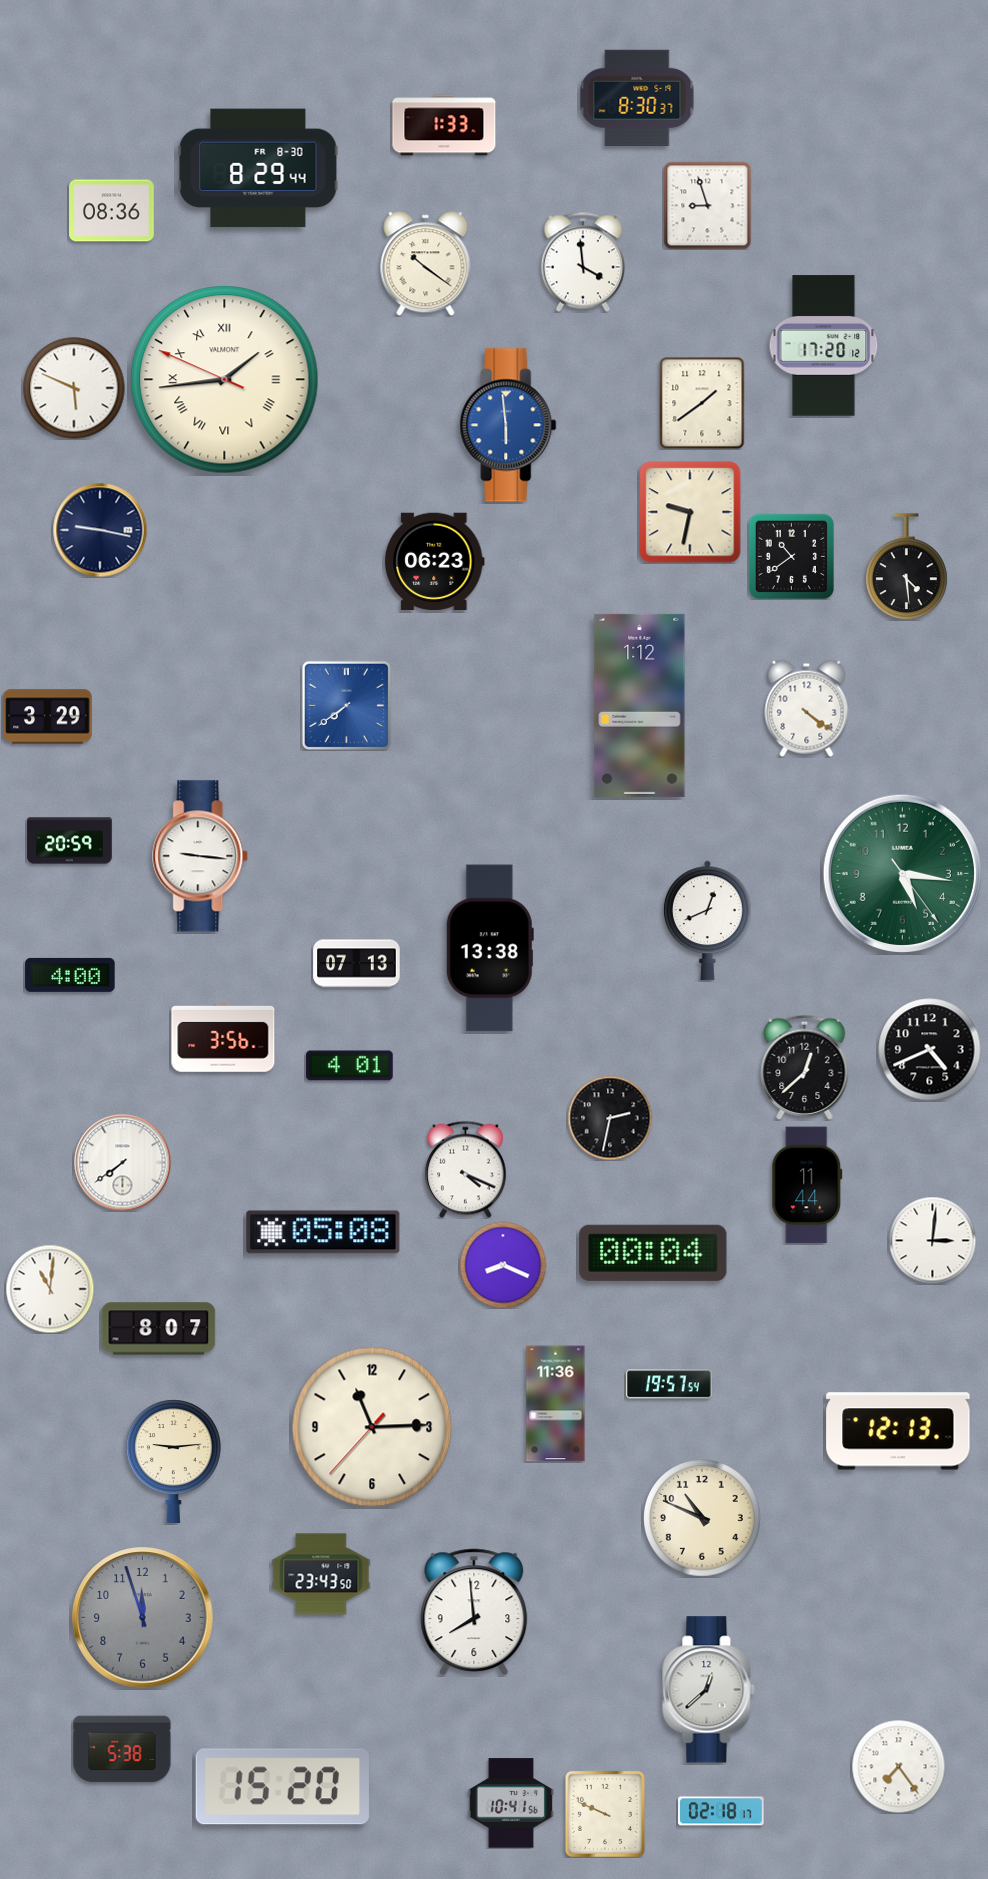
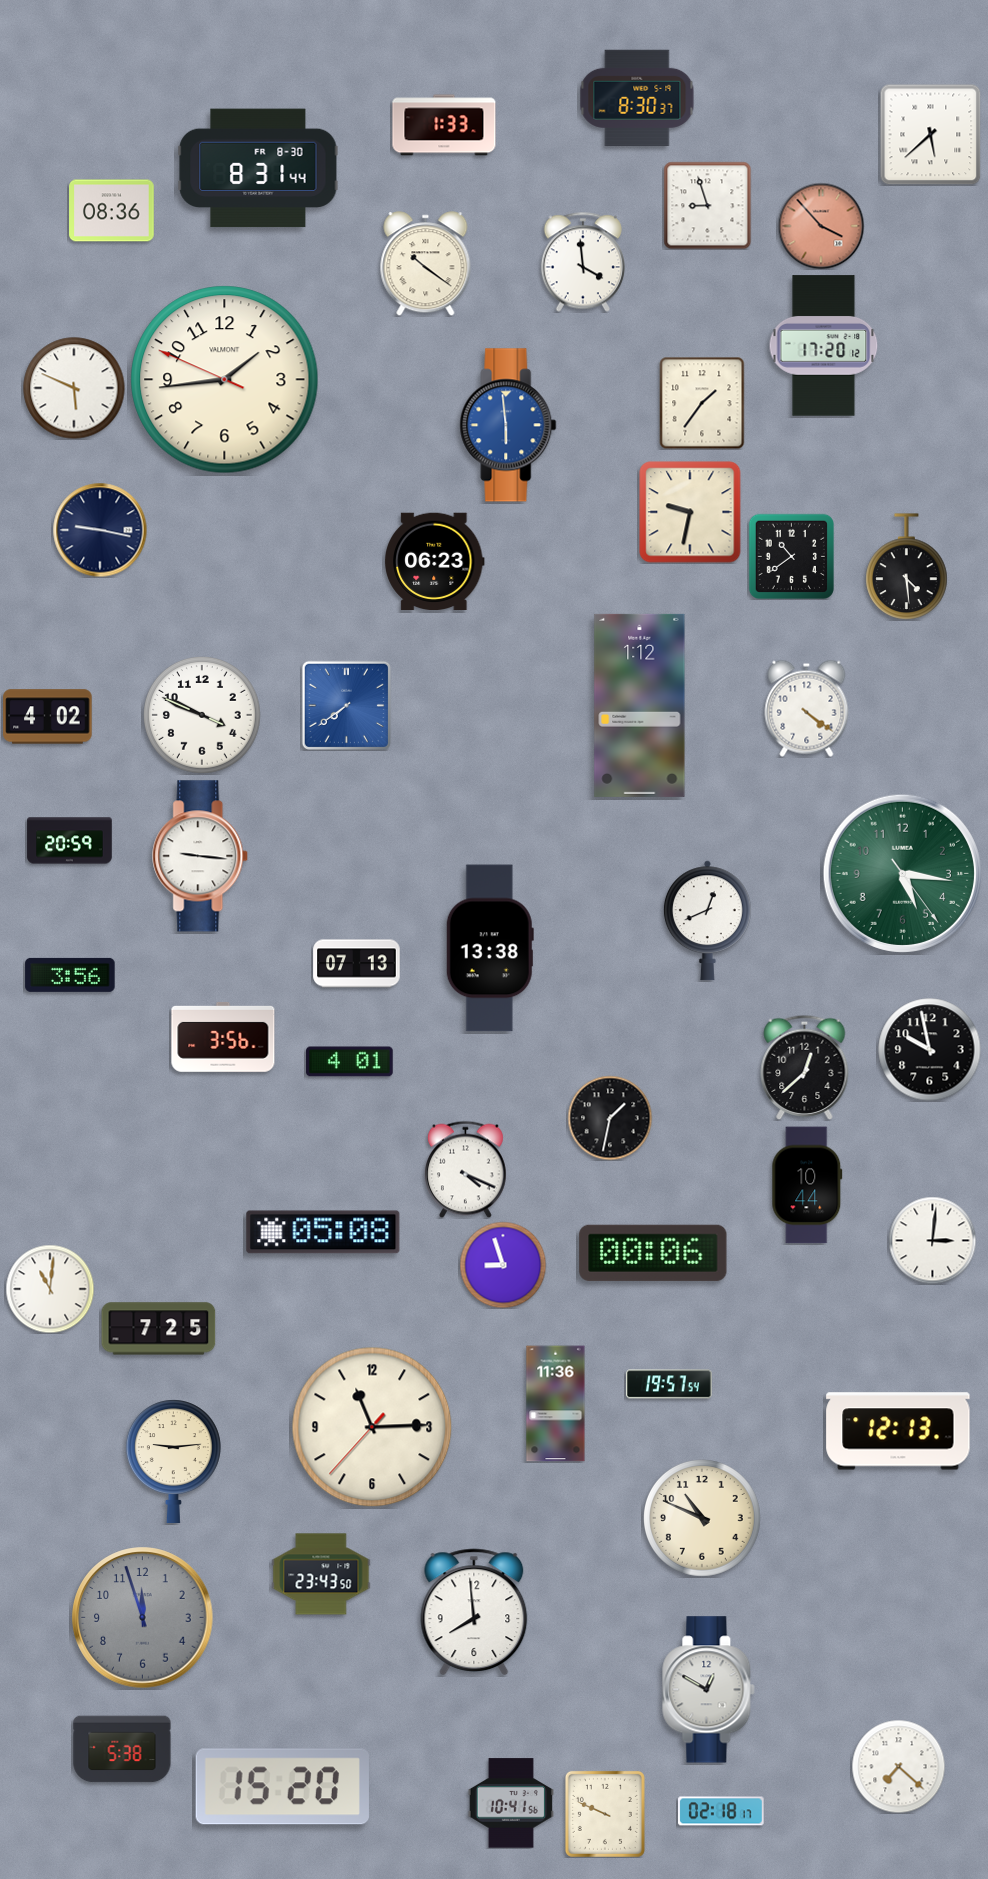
clock at (930, 134): none -> 5:38
clock at (258, 168): 8:29 -> 8:31
clock at (821, 226): none -> 3:53
clock at (225, 380) numerals: Roman -> Arabic
clock at (702, 403): 1:39 -> 1:36
clock at (203, 716): none -> 3:49
clock at (48, 717): 3:29 -> 4:02
clock at (70, 975): 4:00 -> 3:56
clock at (930, 1050): 4:41 -> 9:58
clock at (350, 1066) position: (350, 1066) -> (350, 1062)
clock at (610, 1118): 2:32 -> 1:32
clock at (123, 1163): 7:39 -> none
clock at (807, 1185): 11:44 -> 10:44
clock at (653, 1253): 00:04 -> 00:06
clock at (503, 1265): 8:19 -> 8:57
clock at (159, 1329): 8:07 -> 7:25
clock at (709, 1690): 12:38 -> 12:50
clock at (898, 1766): 7:24 -> 7:22
